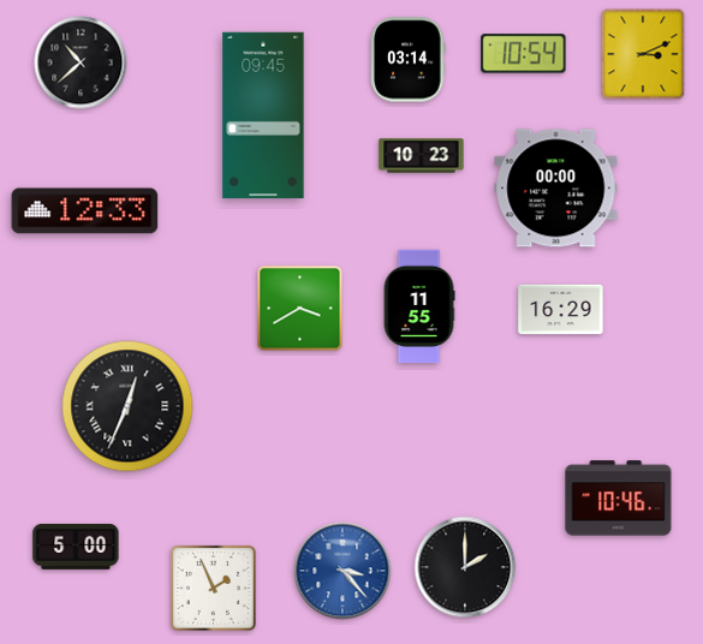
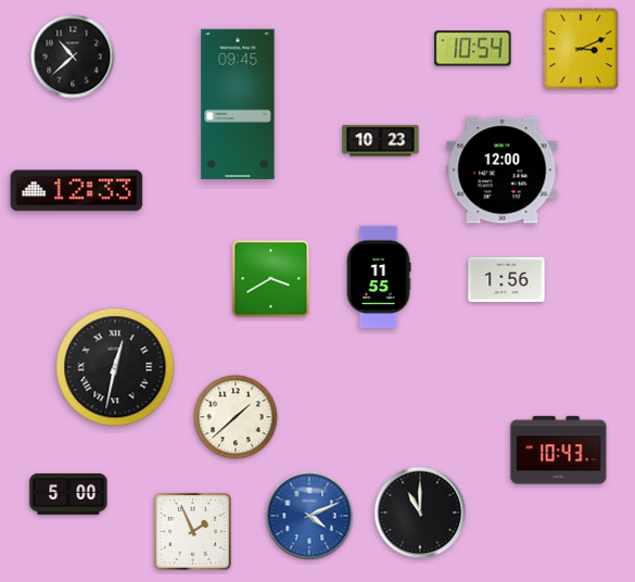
clock at (409, 60): 03:14 -> none
clock at (556, 189): 00:00 -> 12:00
clock at (561, 310): 16:29 -> 1:56
clock at (127, 406): 12:34 -> 12:32
clock at (236, 417): none -> 1:38
clock at (619, 499): 10:46 -> 10:43
clock at (465, 567): 2:00 -> 11:00
clock at (342, 571): 3:23 -> 4:11
